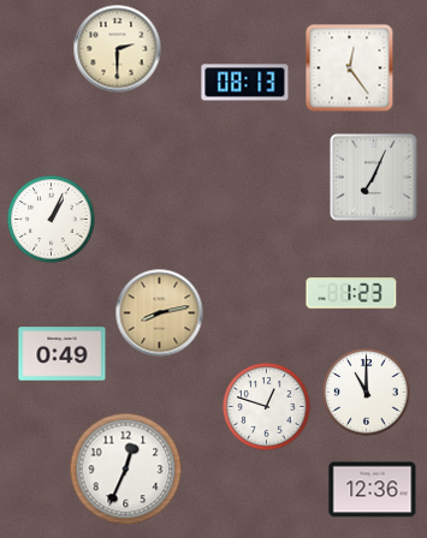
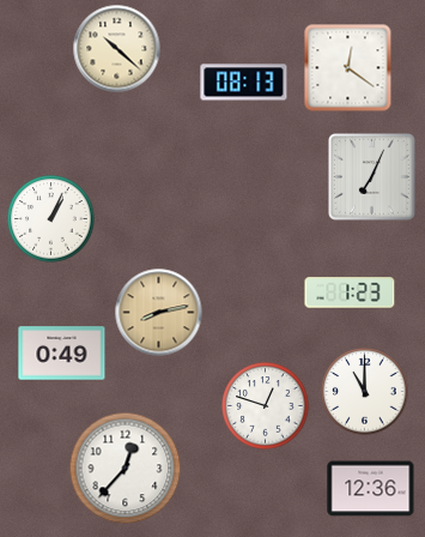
clock at (118, 49): 2:30 -> 10:22
clock at (350, 68): 12:24 -> 12:21
clock at (126, 470): 12:34 -> 12:37
